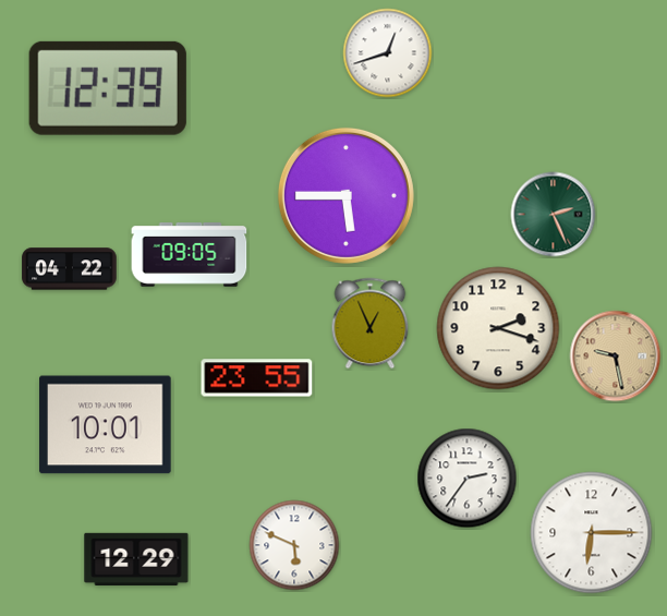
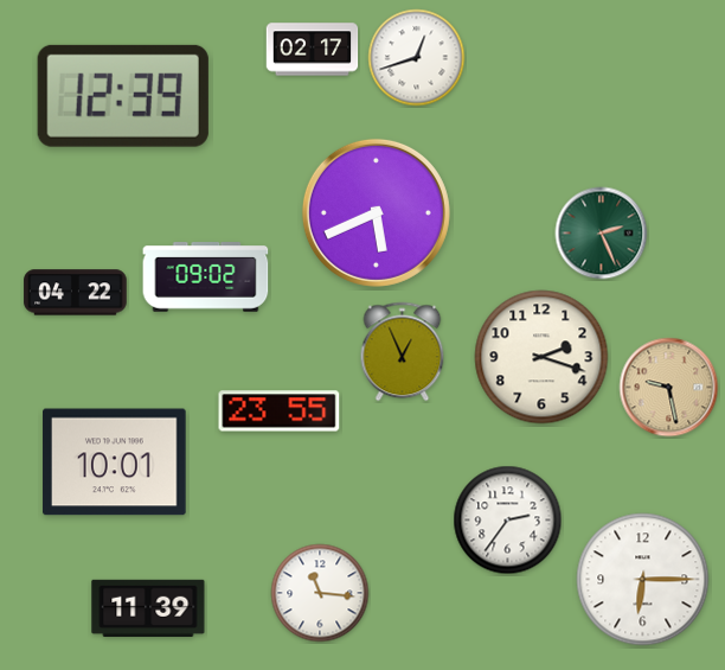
clock at (313, 50): none -> 02:17
clock at (388, 53) position: (388, 53) -> (417, 58)
clock at (108, 88) position: (108, 88) -> (123, 96)
clock at (345, 195): 5:45 -> 5:41
clock at (190, 255): 09:05 -> 09:02
clock at (294, 545): 5:49 -> 11:16
clock at (136, 559): 12:29 -> 11:39
